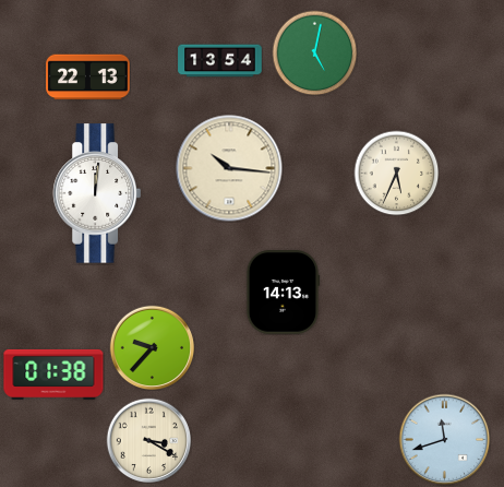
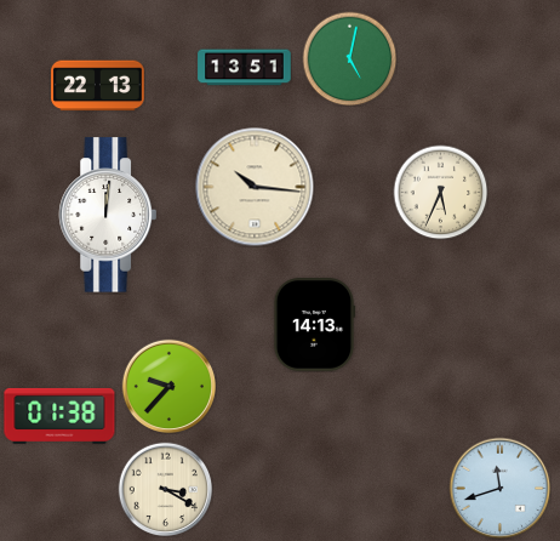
clock at (220, 61): 13:54 -> 13:51
clock at (444, 439) position: (444, 439) -> (499, 488)
